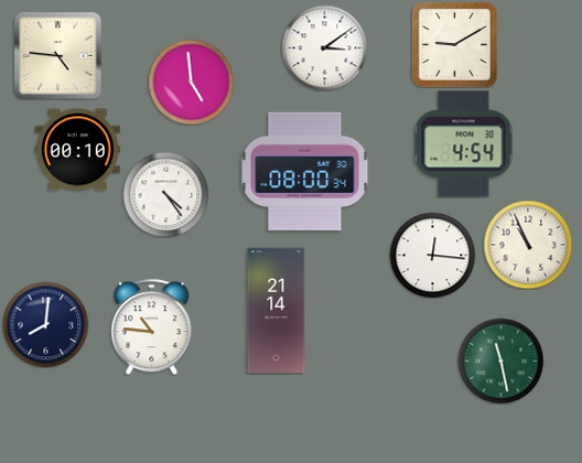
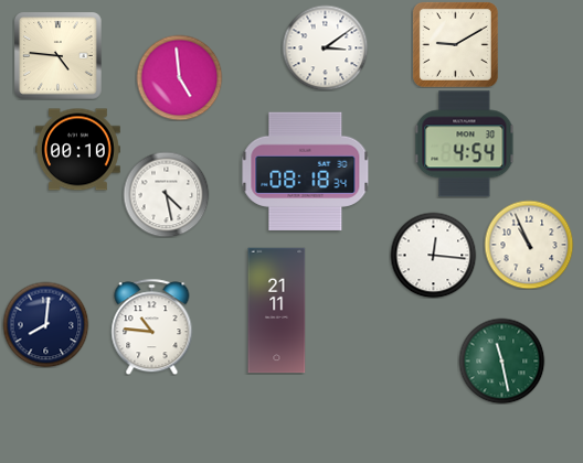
clock at (191, 82) position: (191, 82) -> (179, 77)
clock at (305, 171): 08:00 -> 08:18
clock at (165, 194): 4:24 -> 4:28
clock at (277, 311): 21:14 -> 21:11
